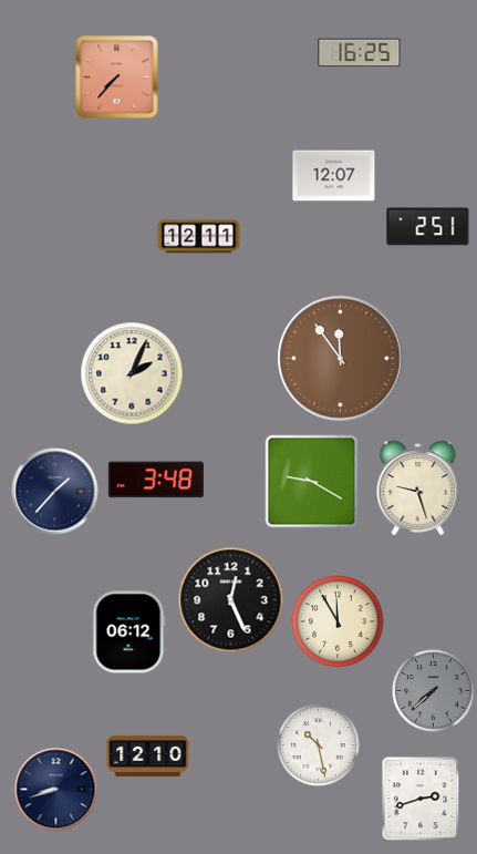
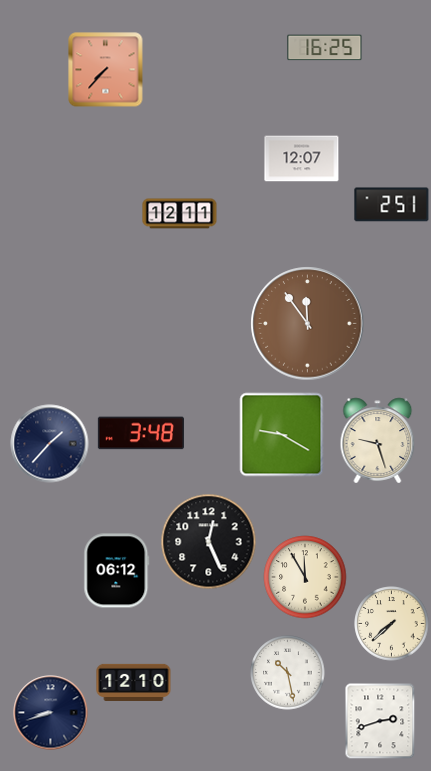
clock at (428, 227) position: (428, 227) -> (392, 205)
clock at (132, 373): 2:04 -> none
clock at (338, 621) position: (338, 621) -> (305, 577)
clock at (434, 691) dial: grey -> cream
